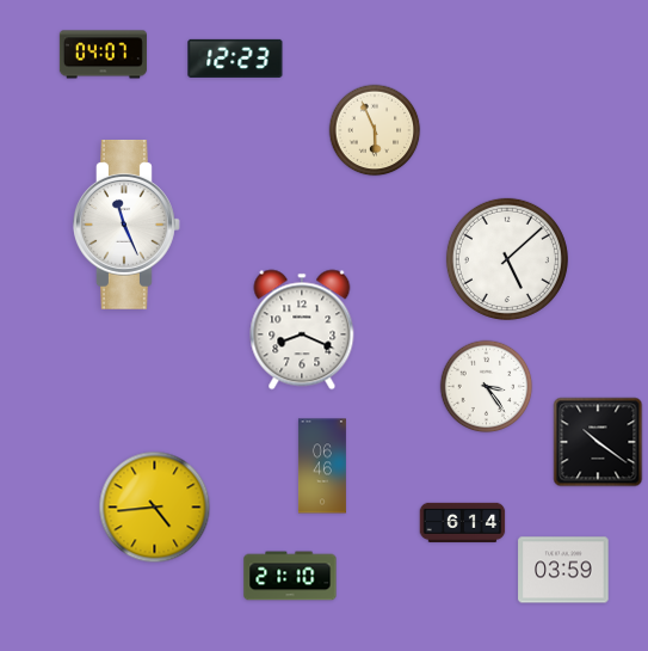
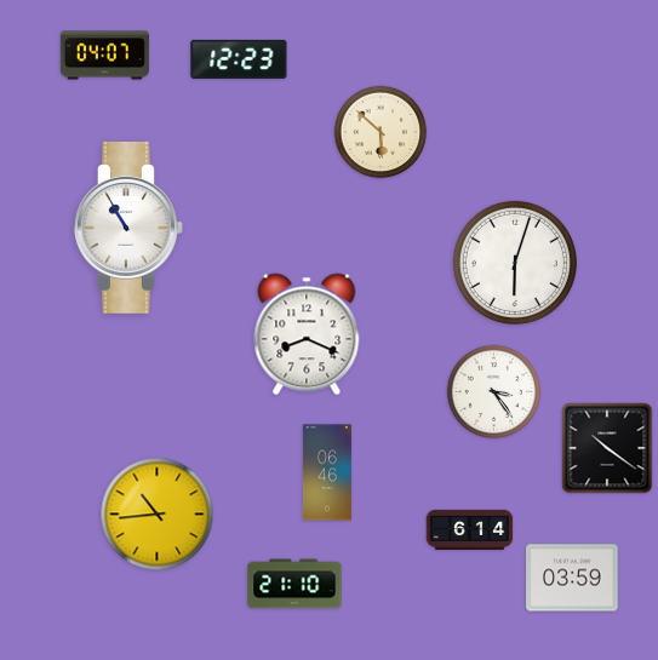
clock at (375, 130): 5:56 -> 5:52
clock at (128, 226): 11:26 -> 10:55
clock at (507, 259): 5:08 -> 6:03
clock at (155, 508): 4:44 -> 10:44
